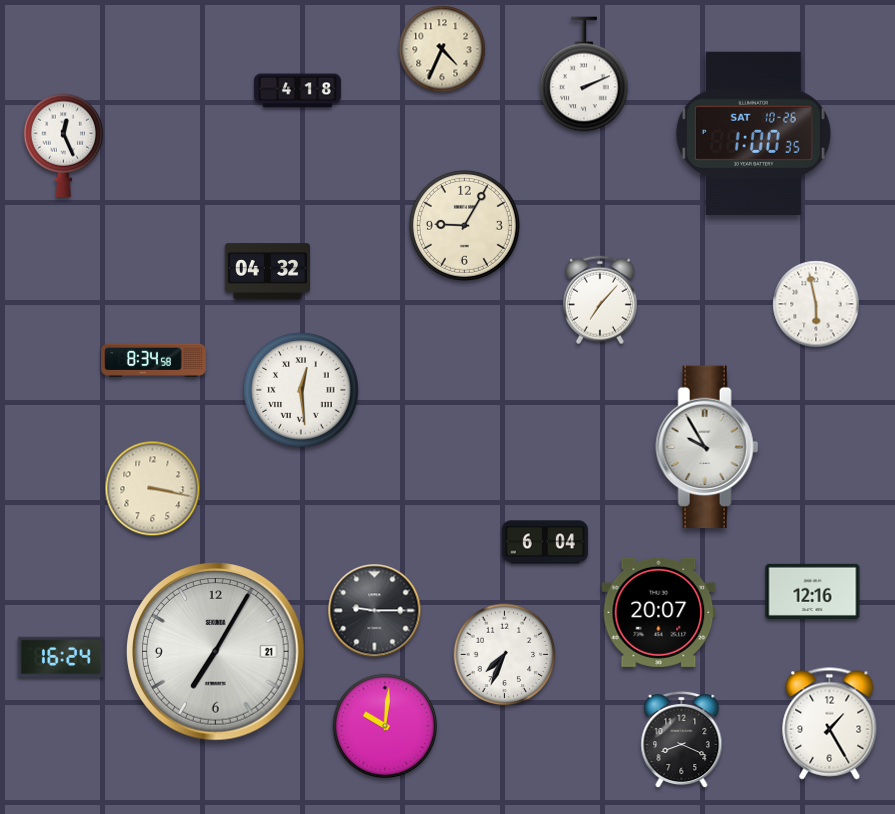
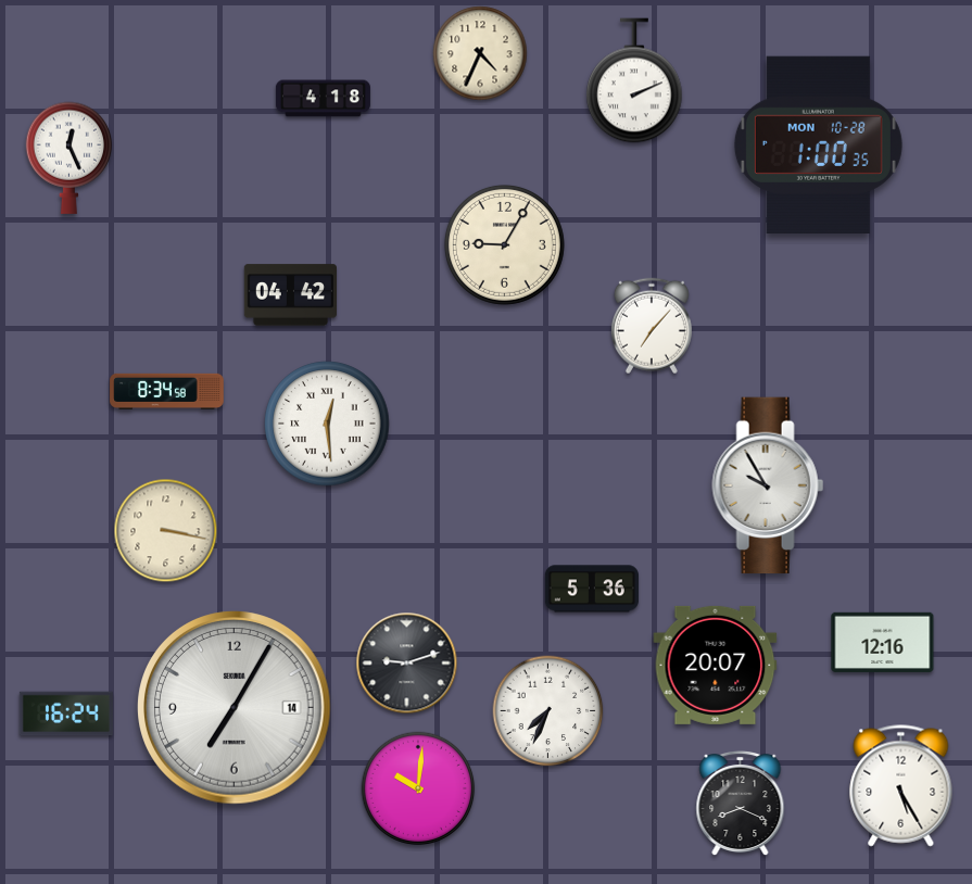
clock at (753, 133) date: SAT 10-26 -> MON 10-28
clock at (267, 272): 04:32 -> 04:42
clock at (816, 304): 5:58 -> none
clock at (545, 542): 6:04 -> 5:36
clock at (375, 611): 9:15 -> 9:12
clock at (216, 652) date: 21 -> 14
clock at (830, 724): 1:25 -> 5:25
